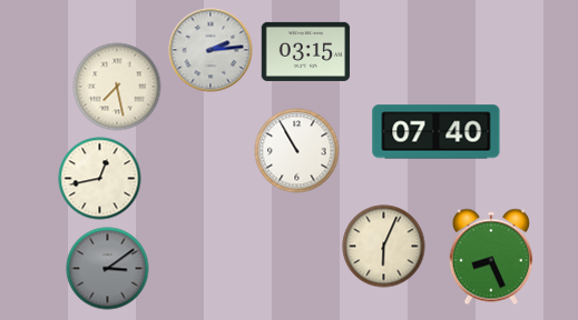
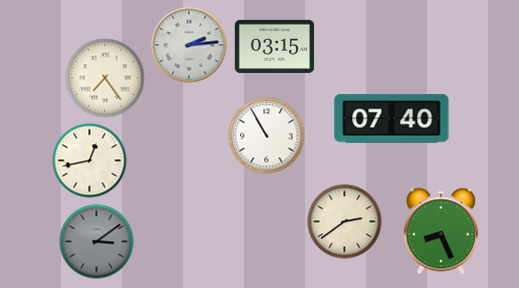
clock at (117, 87): 7:28 -> 7:24
clock at (384, 247): 6:04 -> 2:39
